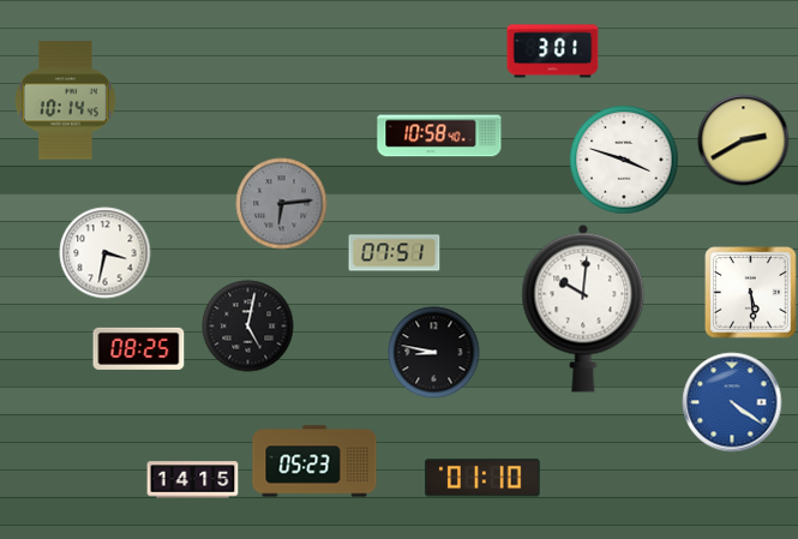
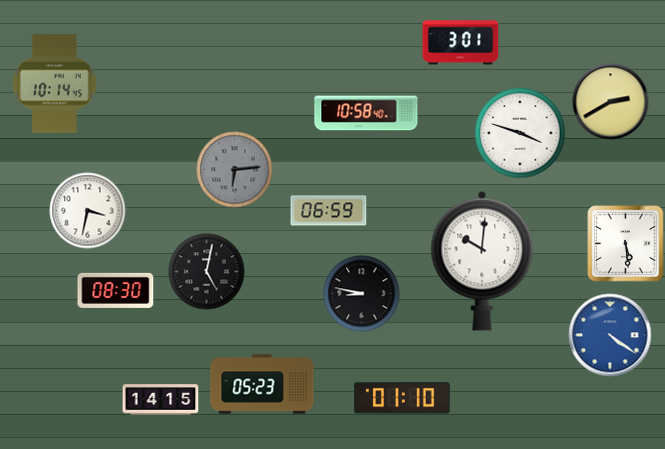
clock at (744, 140) position: (744, 140) -> (611, 102)
clock at (395, 253): 07:51 -> 06:59
clock at (583, 309) position: (583, 309) -> (482, 261)
clock at (139, 348): 08:25 -> 08:30
